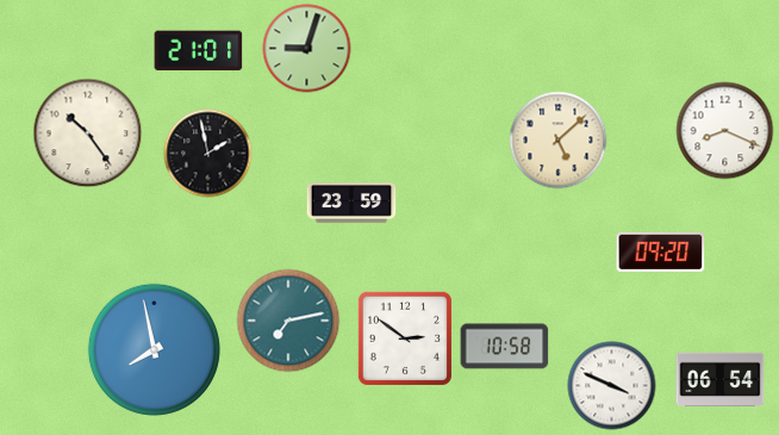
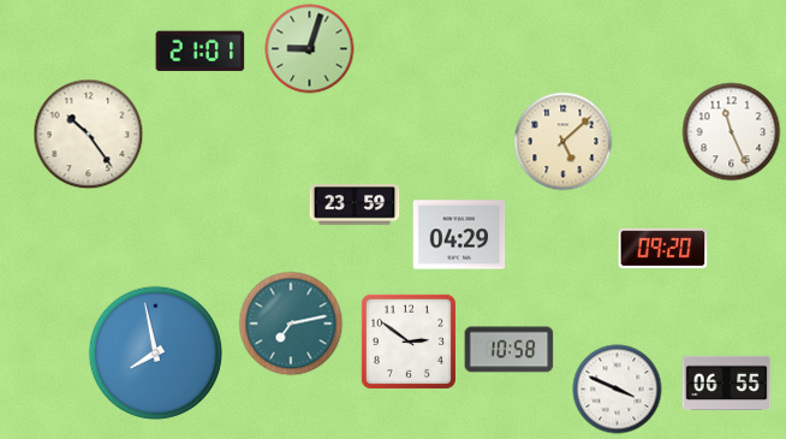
clock at (725, 131): 8:19 -> 11:26
clock at (208, 154): 1:58 -> none
clock at (459, 235): none -> 04:29
clock at (661, 251) position: (661, 251) -> (663, 248)
clock at (721, 379): 06:54 -> 06:55
